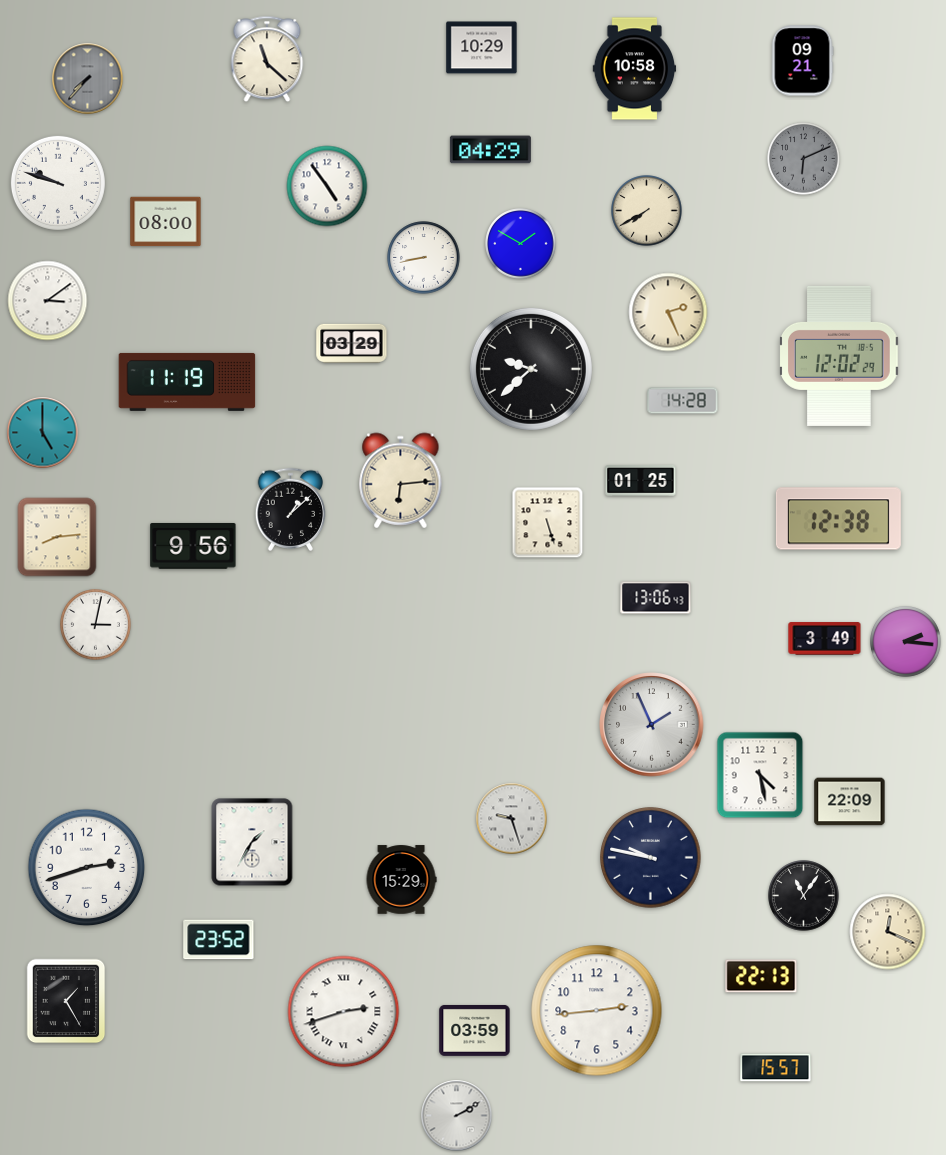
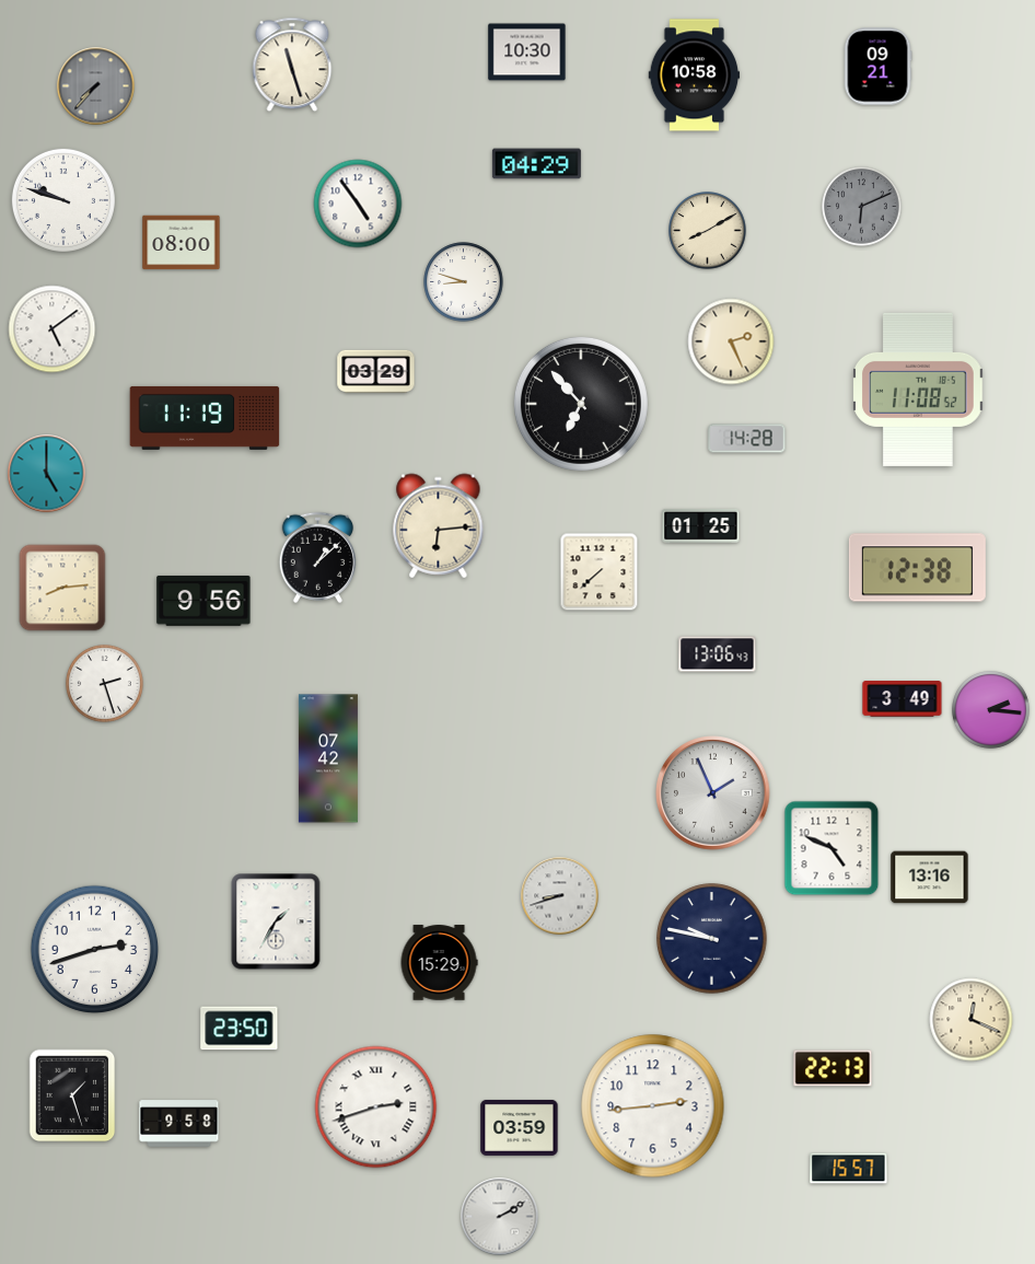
clock at (482, 48): 10:29 -> 10:30
clock at (267, 59): 11:22 -> 11:27
clock at (804, 159) position: (804, 159) -> (862, 207)
clock at (647, 211): 7:40 -> 8:10
clock at (521, 244): 1:50 -> none
clock at (424, 258): 8:43 -> 8:48
clock at (48, 301): 3:09 -> 5:09
clock at (352, 343) position: (352, 343) -> (376, 371)
clock at (839, 356): 12:02 -> 11:08
clock at (531, 369): 9:38 -> 6:53
clock at (548, 523): 5:27 -> 7:38
clock at (193, 546) position: (193, 546) -> (203, 601)
clock at (96, 625): 3:02 -> 2:27
clock at (906, 642) position: (906, 642) -> (991, 710)
clock at (328, 758): none -> 07:42
clock at (760, 775): 4:28 -> 4:49
clock at (850, 802): 22:09 -> 13:16
clock at (512, 819): 9:27 -> 8:42
clock at (804, 896): 11:06 -> none
clock at (219, 940): 23:52 -> 23:50
clock at (66, 1001): 1:25 -> 1:27
clock at (179, 1124): none -> 9:58
clock at (457, 1116) position: (457, 1116) -> (500, 1217)
